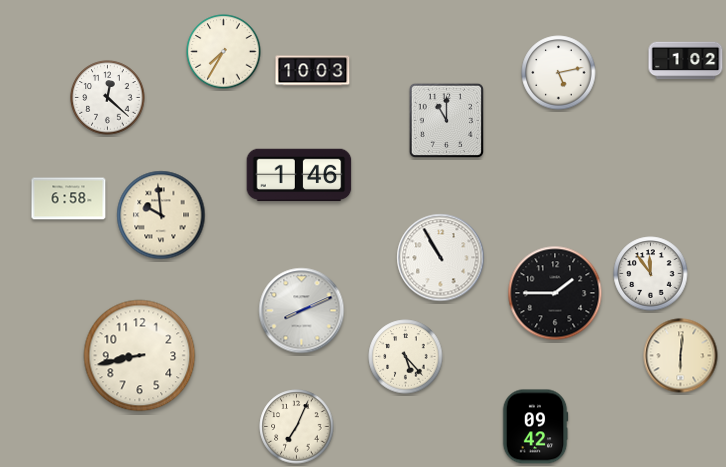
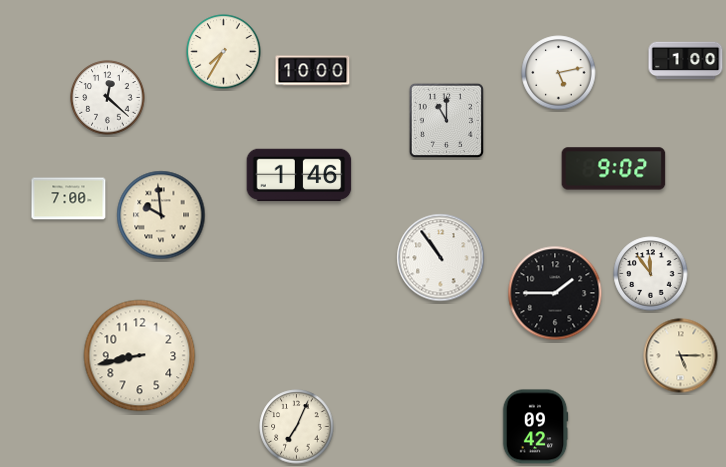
clock at (686, 61): 1:02 -> 1:00
clock at (313, 71): 10:03 -> 10:00
clock at (614, 169): none -> 9:02
clock at (69, 199): 6:58 -> 7:00
clock at (441, 258): 10:55 -> 10:54
clock at (302, 311): 8:11 -> none
clock at (681, 356): 6:01 -> 5:15
clock at (406, 357): 5:23 -> none
